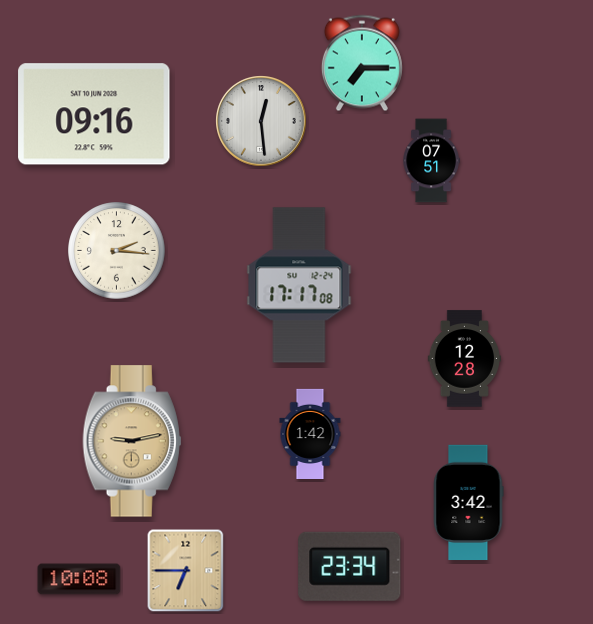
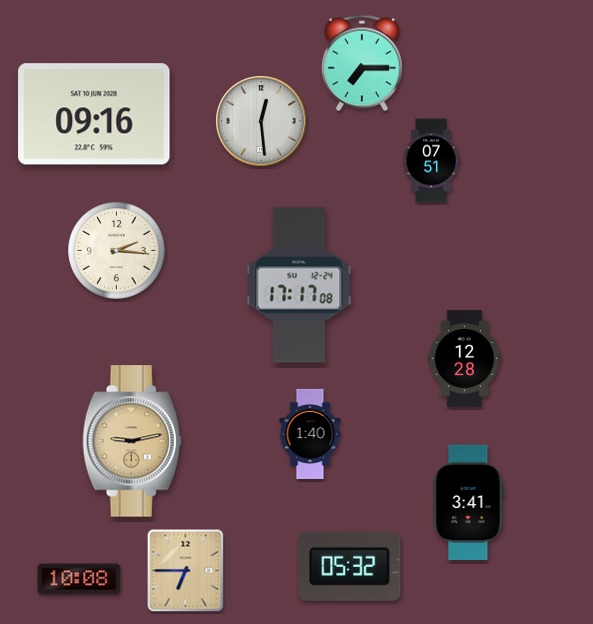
clock at (310, 433): 1:42 -> 1:40
clock at (468, 503): 3:42 -> 3:41
clock at (350, 566): 23:34 -> 05:32
